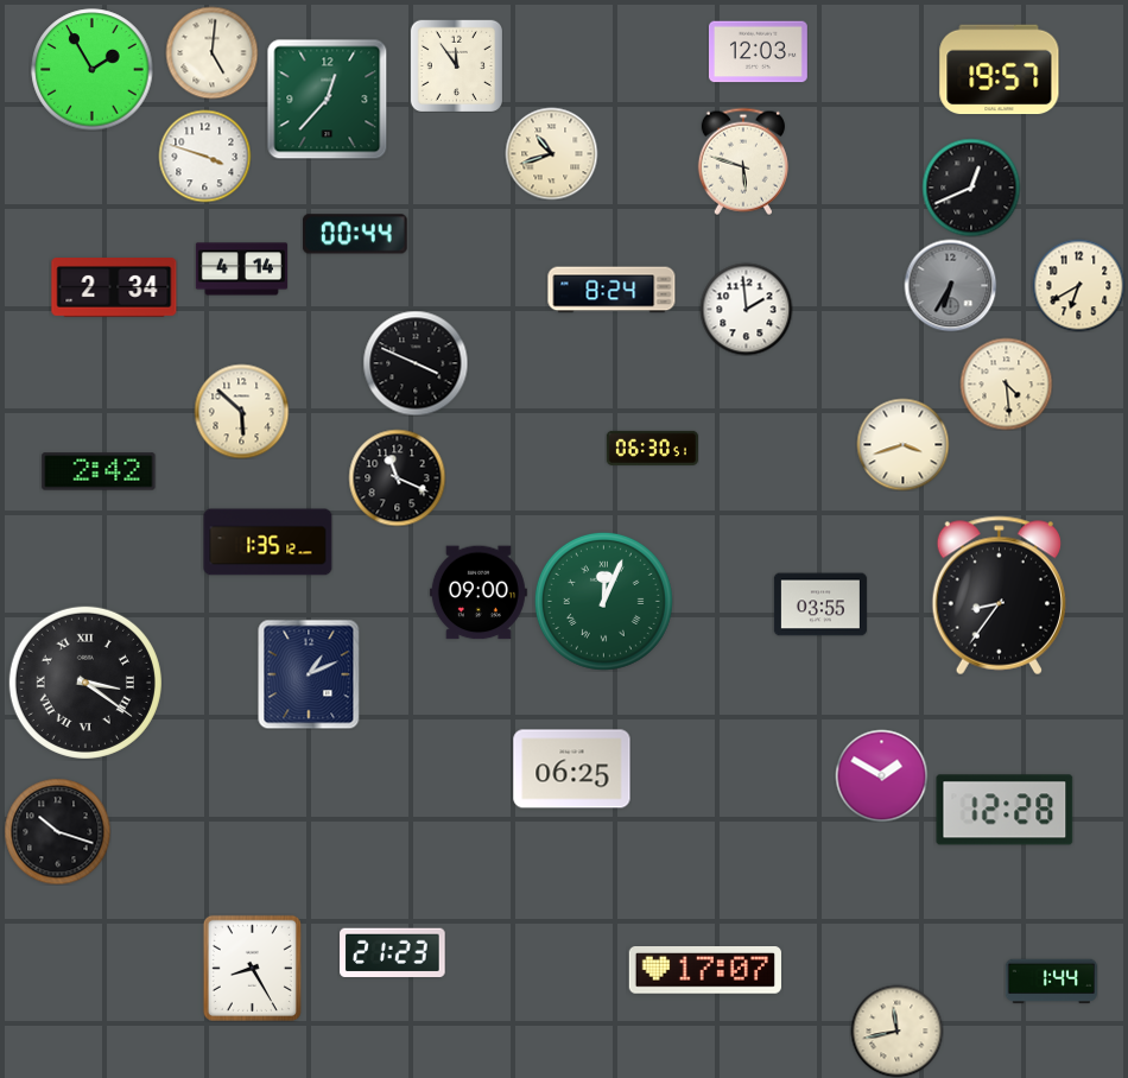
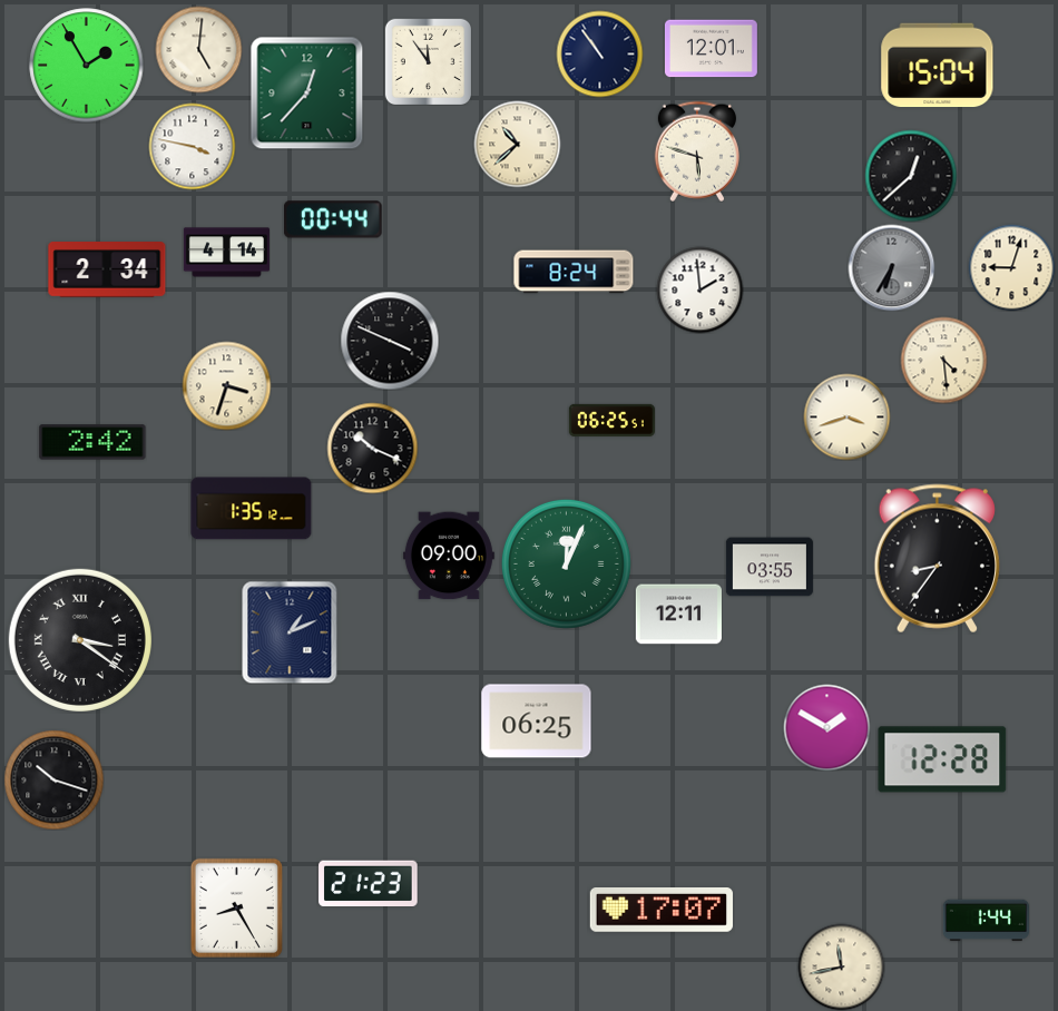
clock at (758, 52): 12:03 -> 12:01
clock at (599, 53): none -> 10:54
clock at (1000, 70): 19:57 -> 15:04
clock at (551, 153): 10:42 -> 10:38
clock at (204, 156): 3:48 -> 3:47
clock at (971, 188): 12:41 -> 12:38
clock at (1078, 285): 6:40 -> 9:03
clock at (241, 411): 5:52 -> 3:33
clock at (652, 448): 06:30 -> 06:25
clock at (397, 477): 11:19 -> 10:19
clock at (678, 615): none -> 12:11
clock at (393, 952) position: (393, 952) -> (369, 883)
